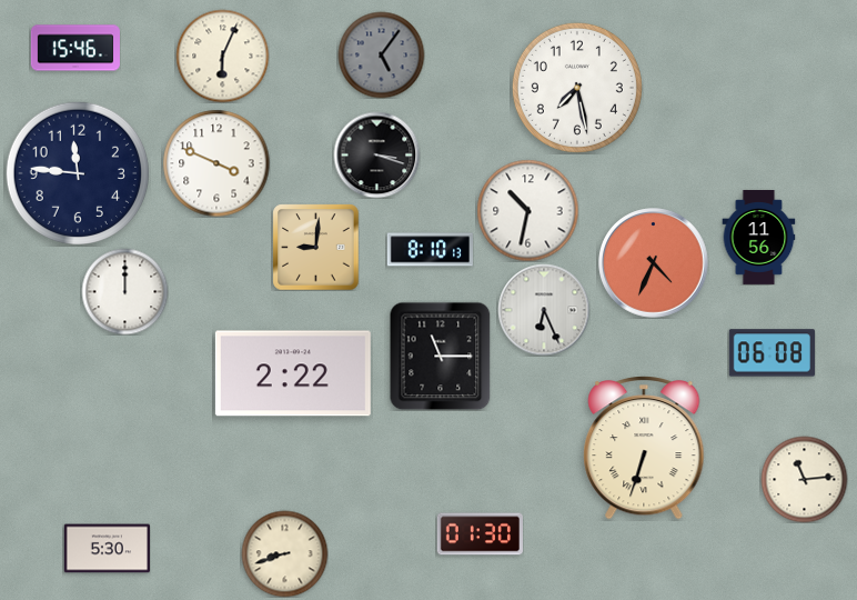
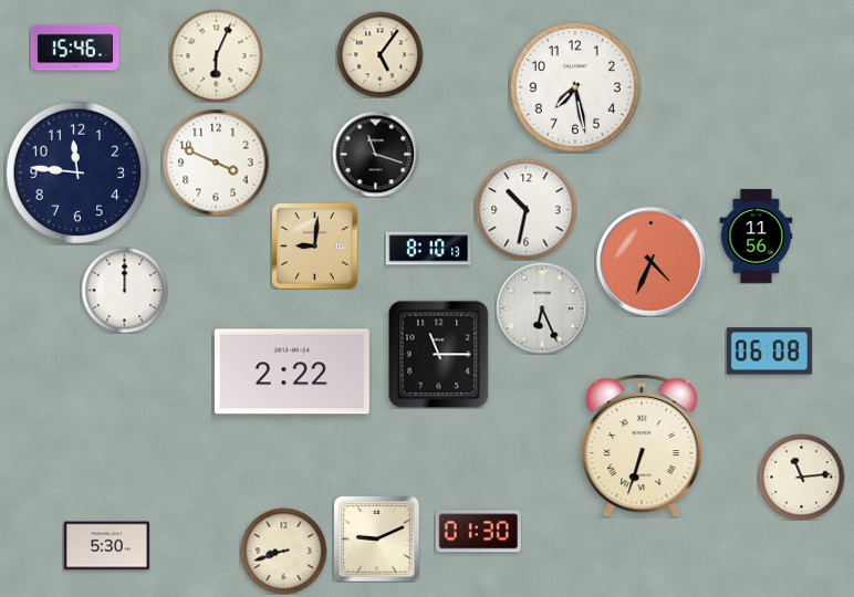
clock at (381, 54) dial: grey -> cream
clock at (222, 56) position: (222, 56) -> (216, 55)
clock at (376, 154): 3:18 -> 11:18
clock at (376, 538): none -> 9:11
